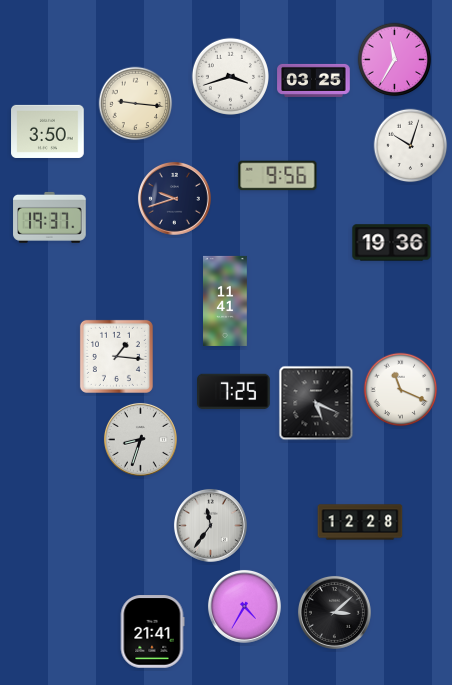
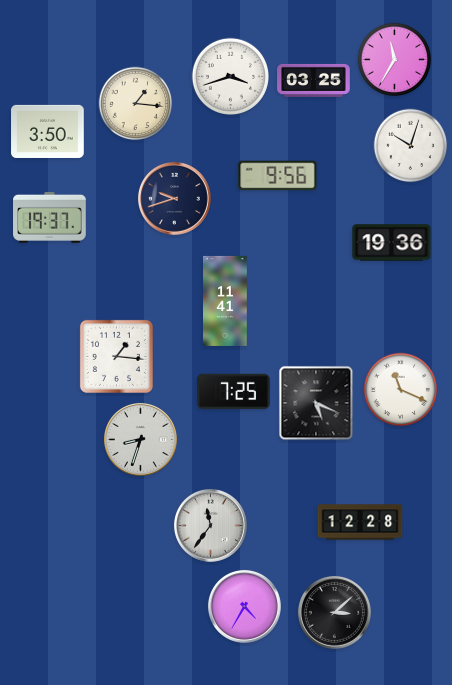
clock at (136, 104): 9:16 -> 1:16
clock at (152, 632): 21:41 -> none
